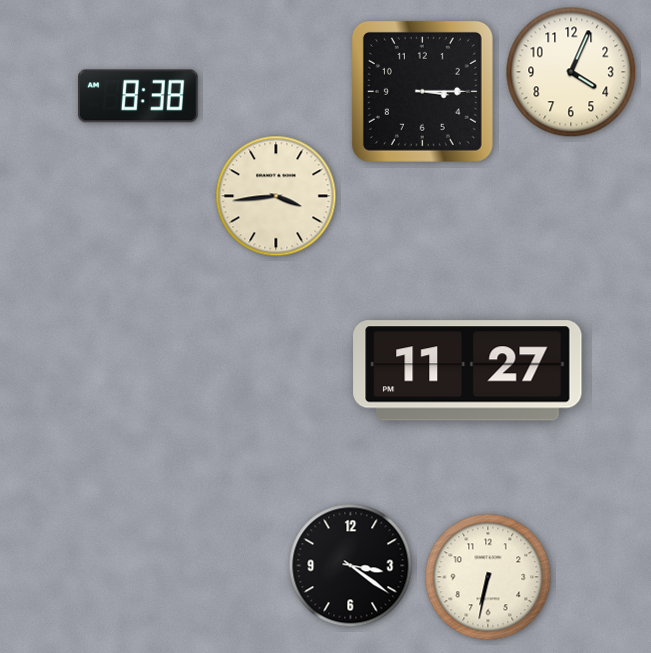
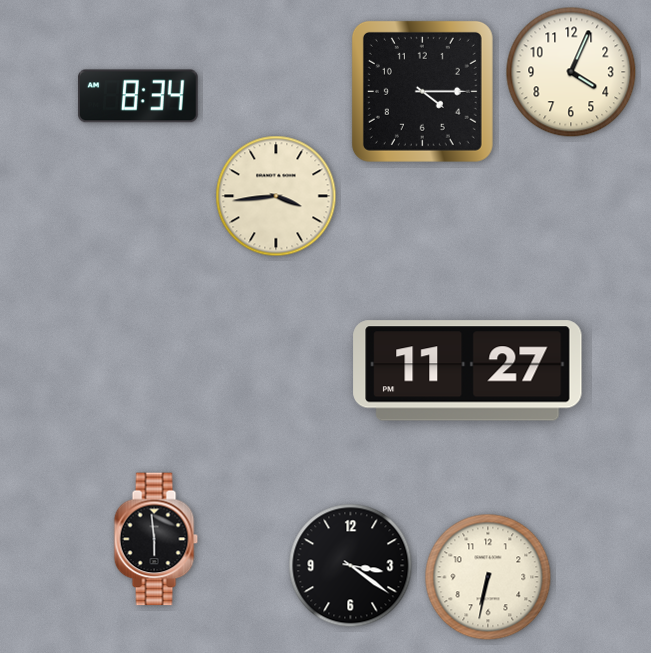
clock at (422, 91): 3:15 -> 4:15
clock at (139, 96): 8:38 -> 8:34
clock at (156, 539): none -> 5:59
